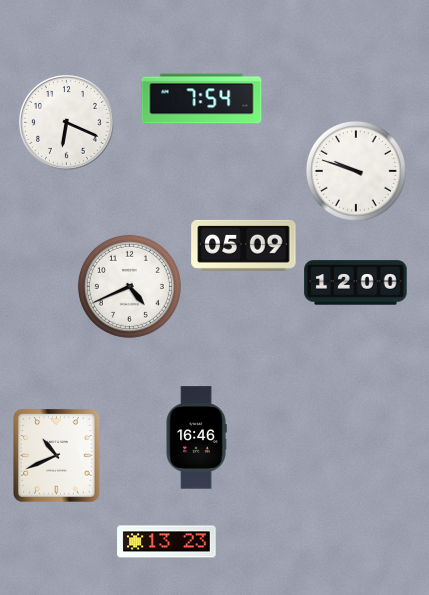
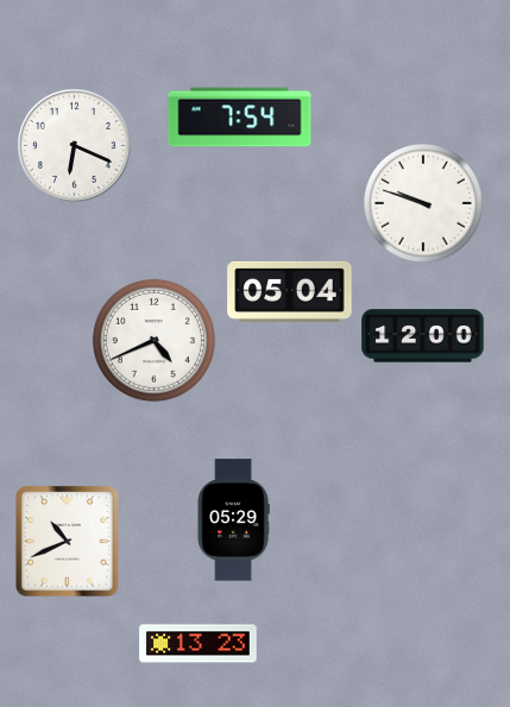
clock at (66, 122) position: (66, 122) -> (74, 145)
clock at (244, 245): 05:09 -> 05:04
clock at (196, 438): 16:46 -> 05:29
